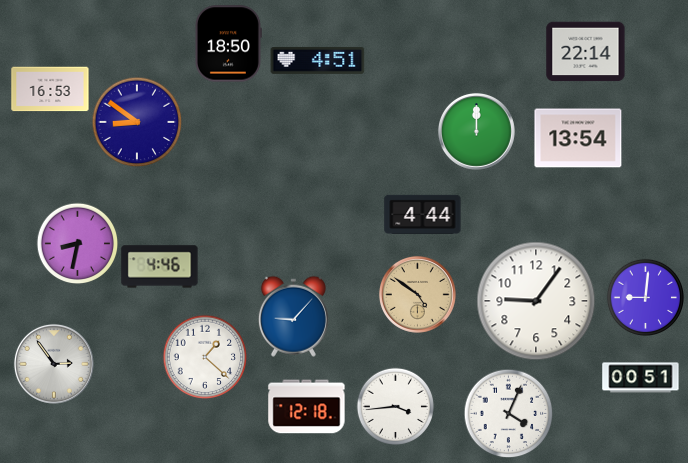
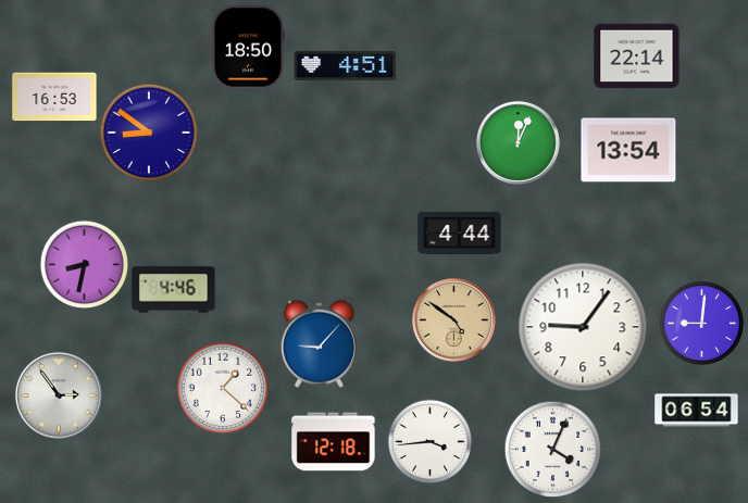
clock at (476, 131): 12:00 -> 12:04
clock at (641, 378): 00:51 -> 06:54
